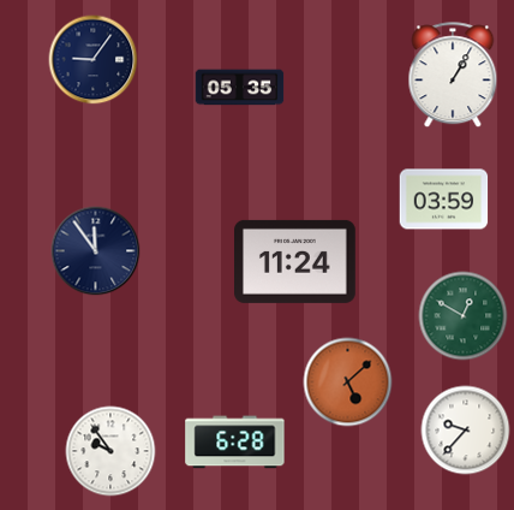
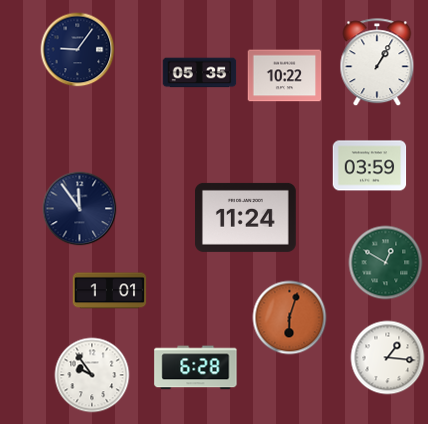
clock at (285, 76): none -> 10:22
clock at (110, 291): none -> 1:01
clock at (348, 382): 5:08 -> 6:03
clock at (466, 431): 9:37 -> 1:16
